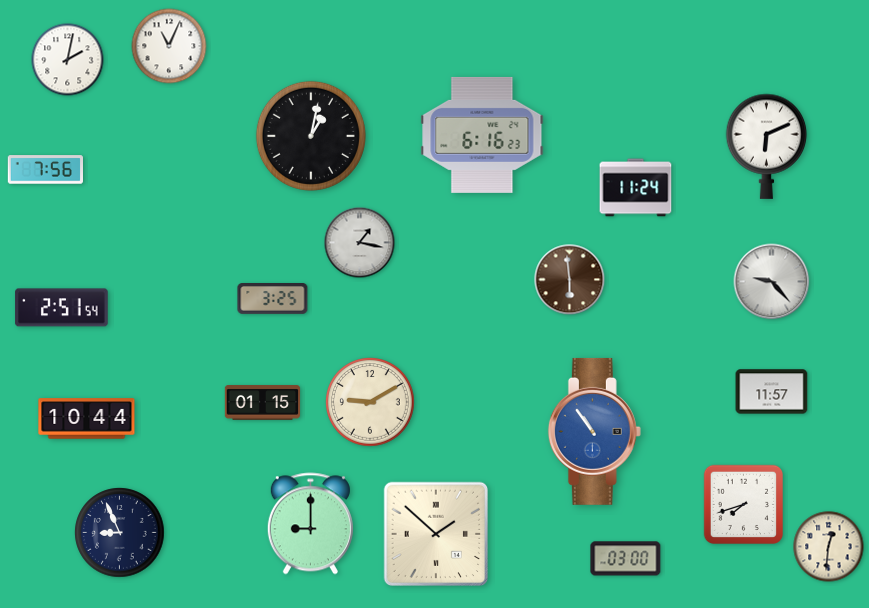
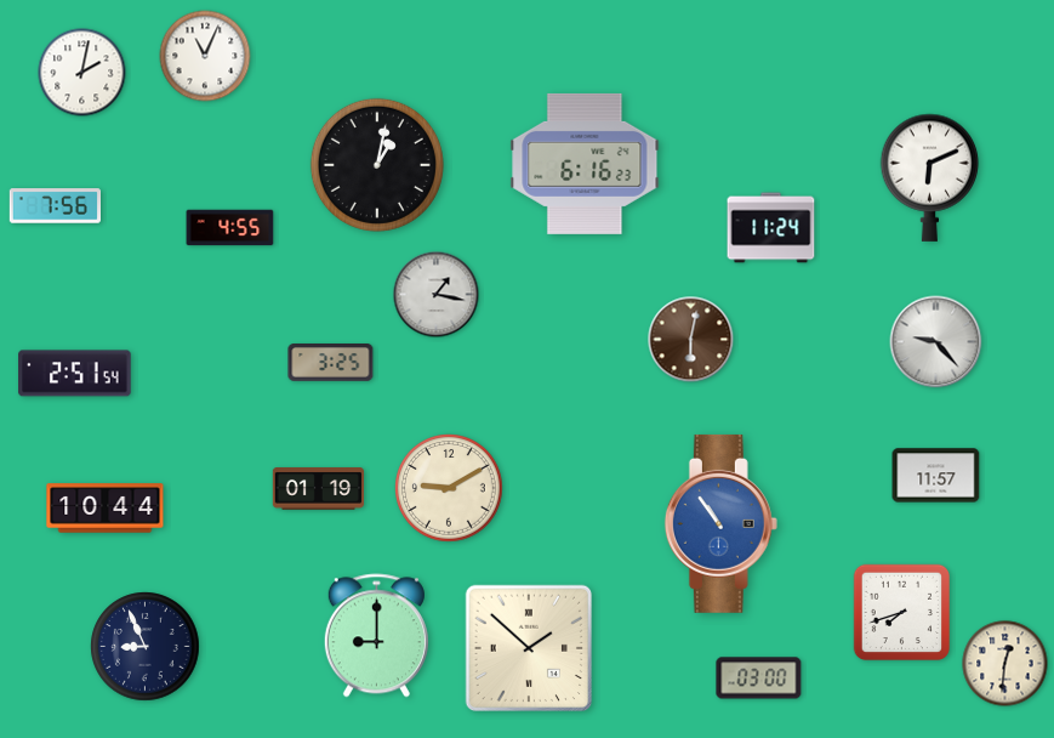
clock at (230, 228): none -> 4:55
clock at (570, 280): 5:59 -> 6:02
clock at (263, 403): 01:15 -> 01:19
